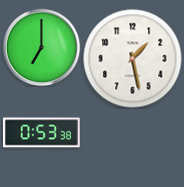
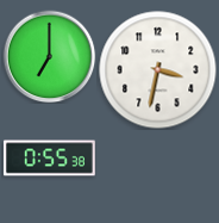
clock at (133, 59): 1:28 -> 3:32
clock at (41, 133): 0:53 -> 0:55
